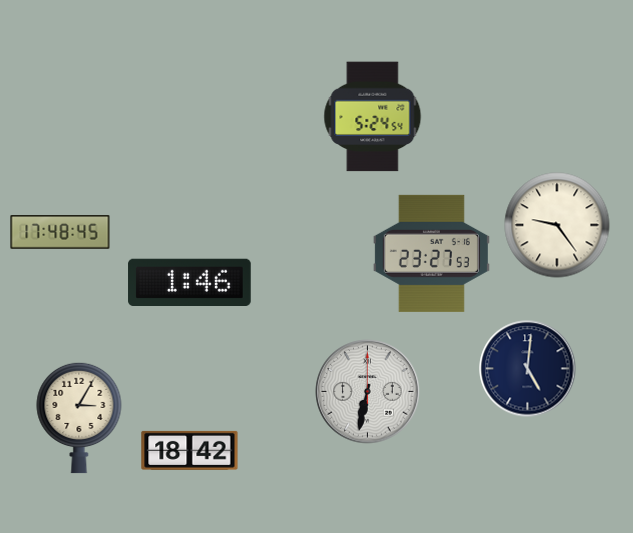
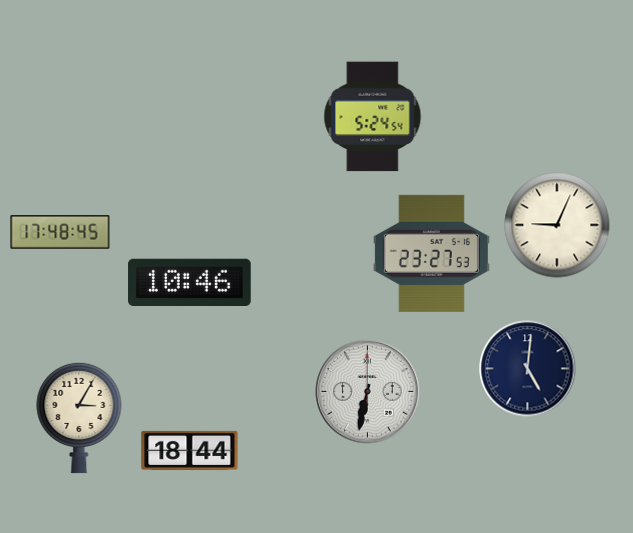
clock at (557, 225): 9:24 -> 9:04
clock at (190, 283): 1:46 -> 10:46
clock at (190, 450): 18:42 -> 18:44
